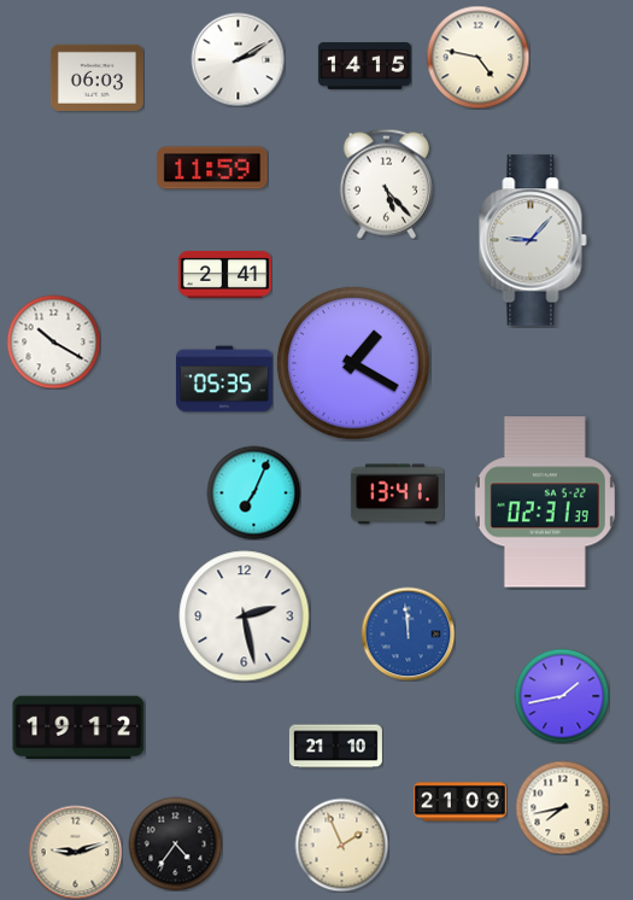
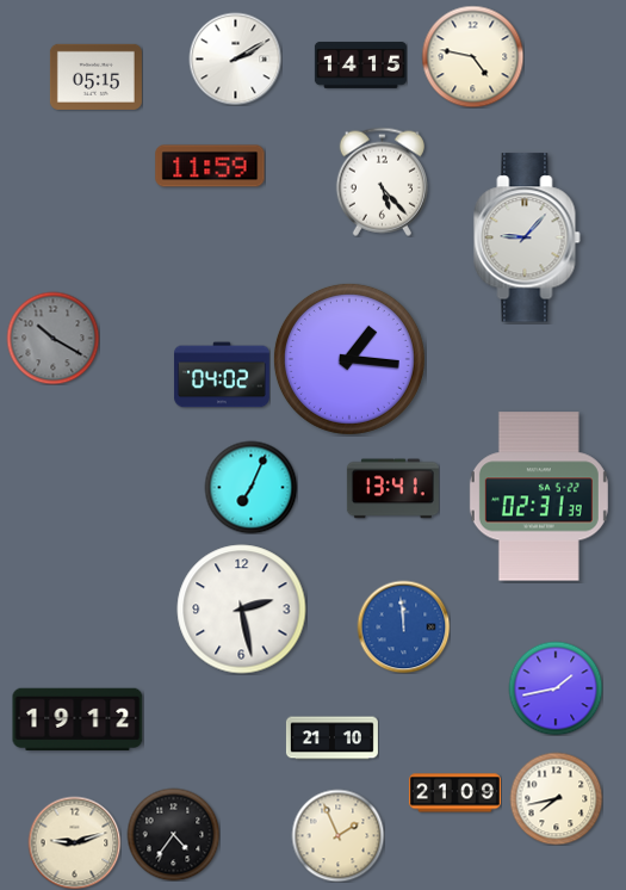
clock at (96, 77): 06:03 -> 05:15
clock at (224, 274): 2:41 -> none
clock at (53, 341) dial: white -> grey
clock at (353, 363): 1:20 -> 1:16
clock at (224, 379): 05:35 -> 04:02
